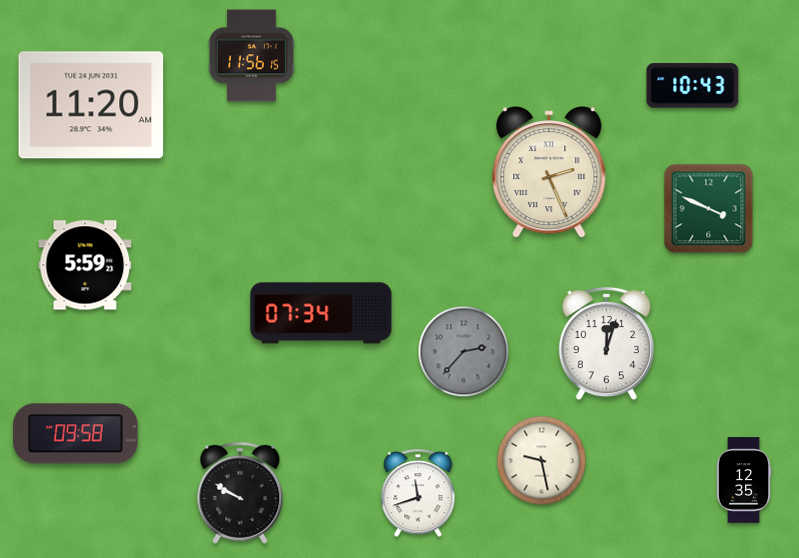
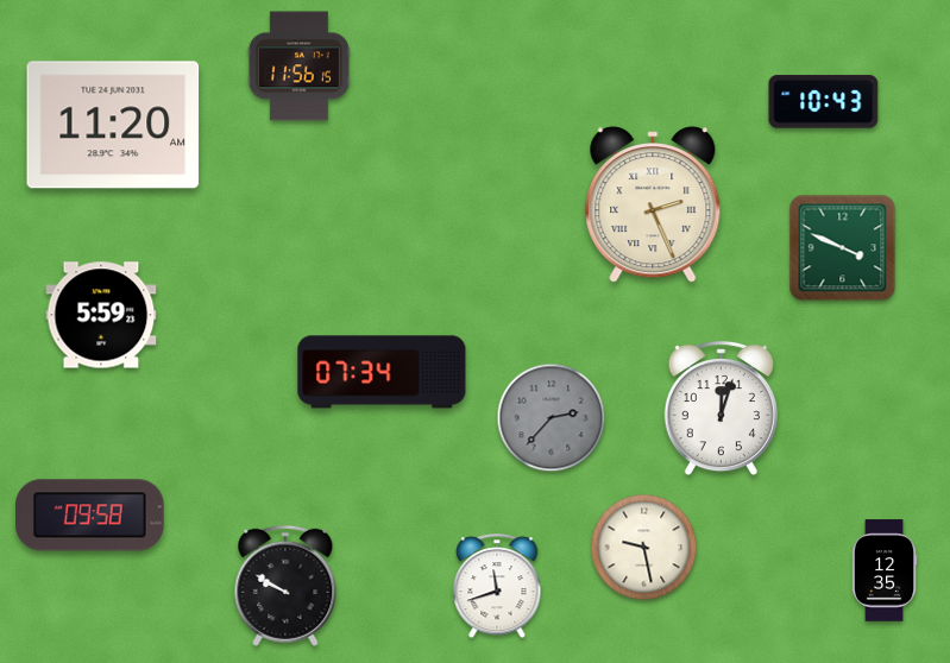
clock at (91, 105) position: (91, 105) -> (113, 125)
